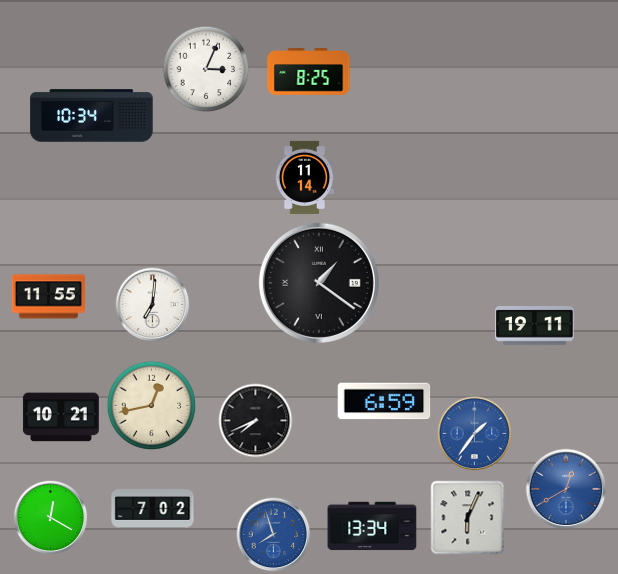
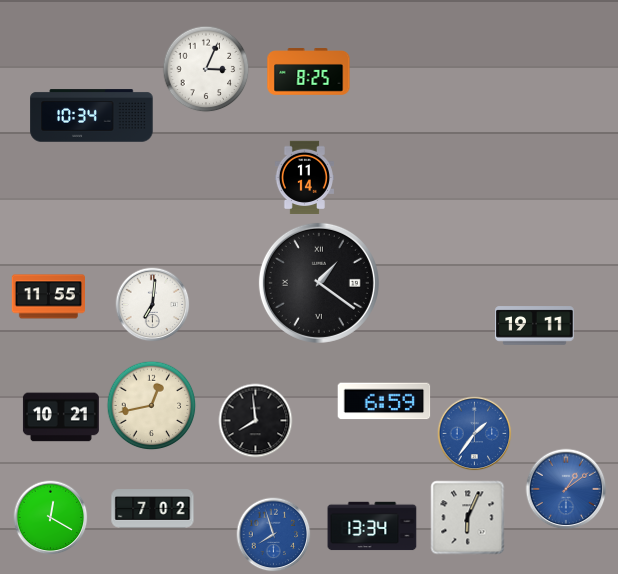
clock at (256, 421): 7:41 -> 7:59
clock at (566, 489): 12:40 -> 1:09
